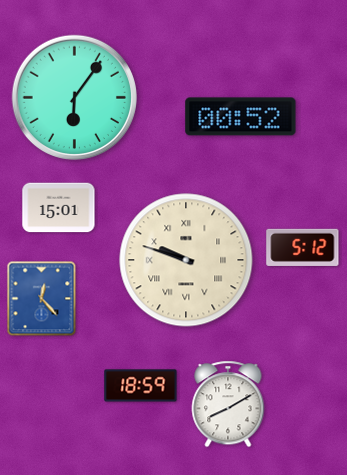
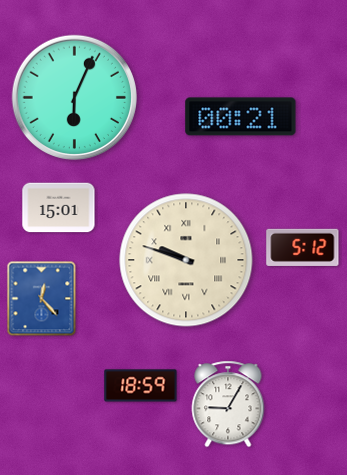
clock at (74, 97): 6:06 -> 6:04
clock at (241, 117): 00:52 -> 00:21
clock at (228, 404): 8:10 -> 9:05
